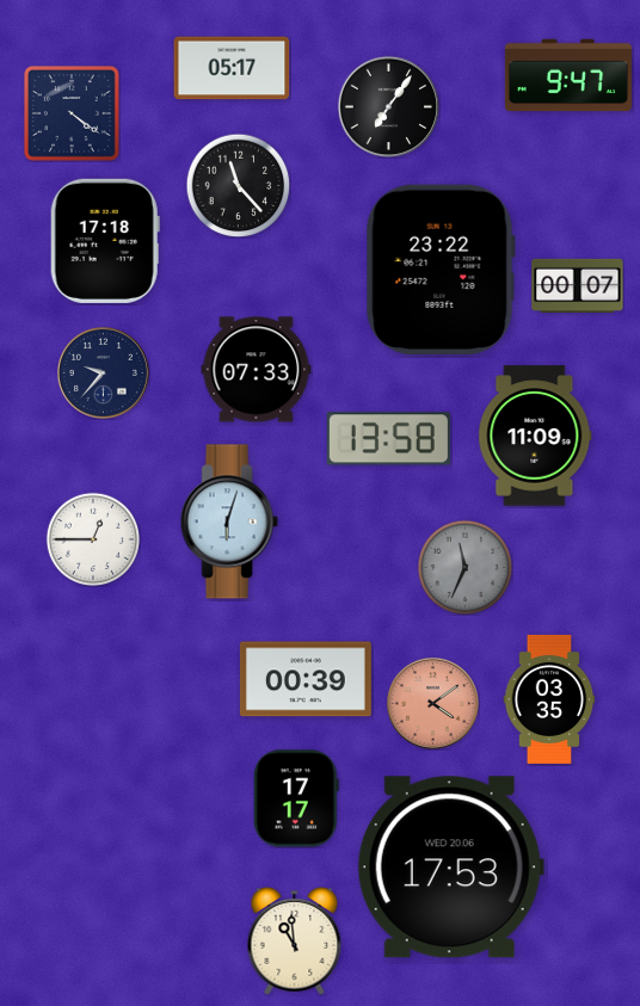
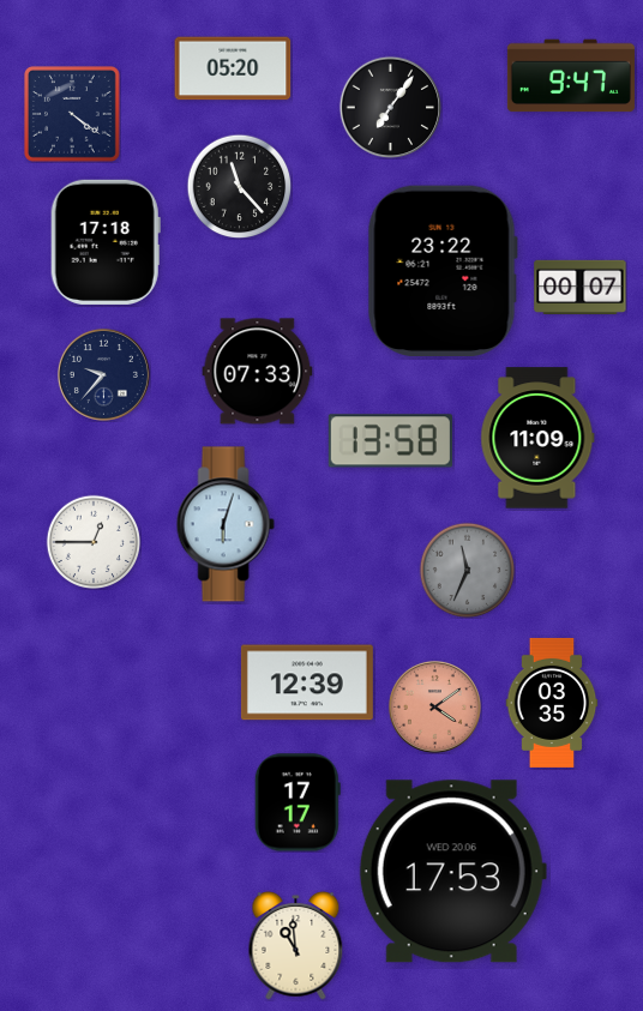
clock at (232, 68): 05:17 -> 05:20
clock at (229, 521) position: (229, 521) -> (226, 524)
clock at (306, 679): 00:39 -> 12:39
